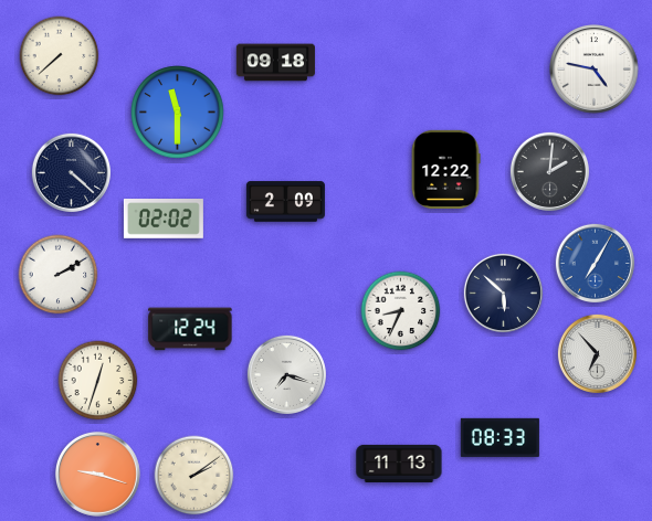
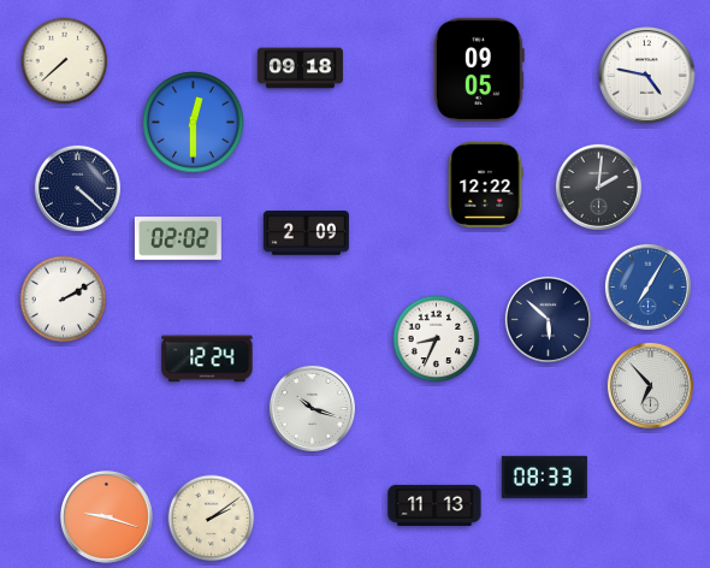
clock at (479, 70): none -> 09:05
clock at (178, 113): 11:30 -> 12:30
clock at (285, 202) position: (285, 202) -> (306, 233)
clock at (286, 374): 7:18 -> 10:18
clock at (98, 381): 12:33 -> none
